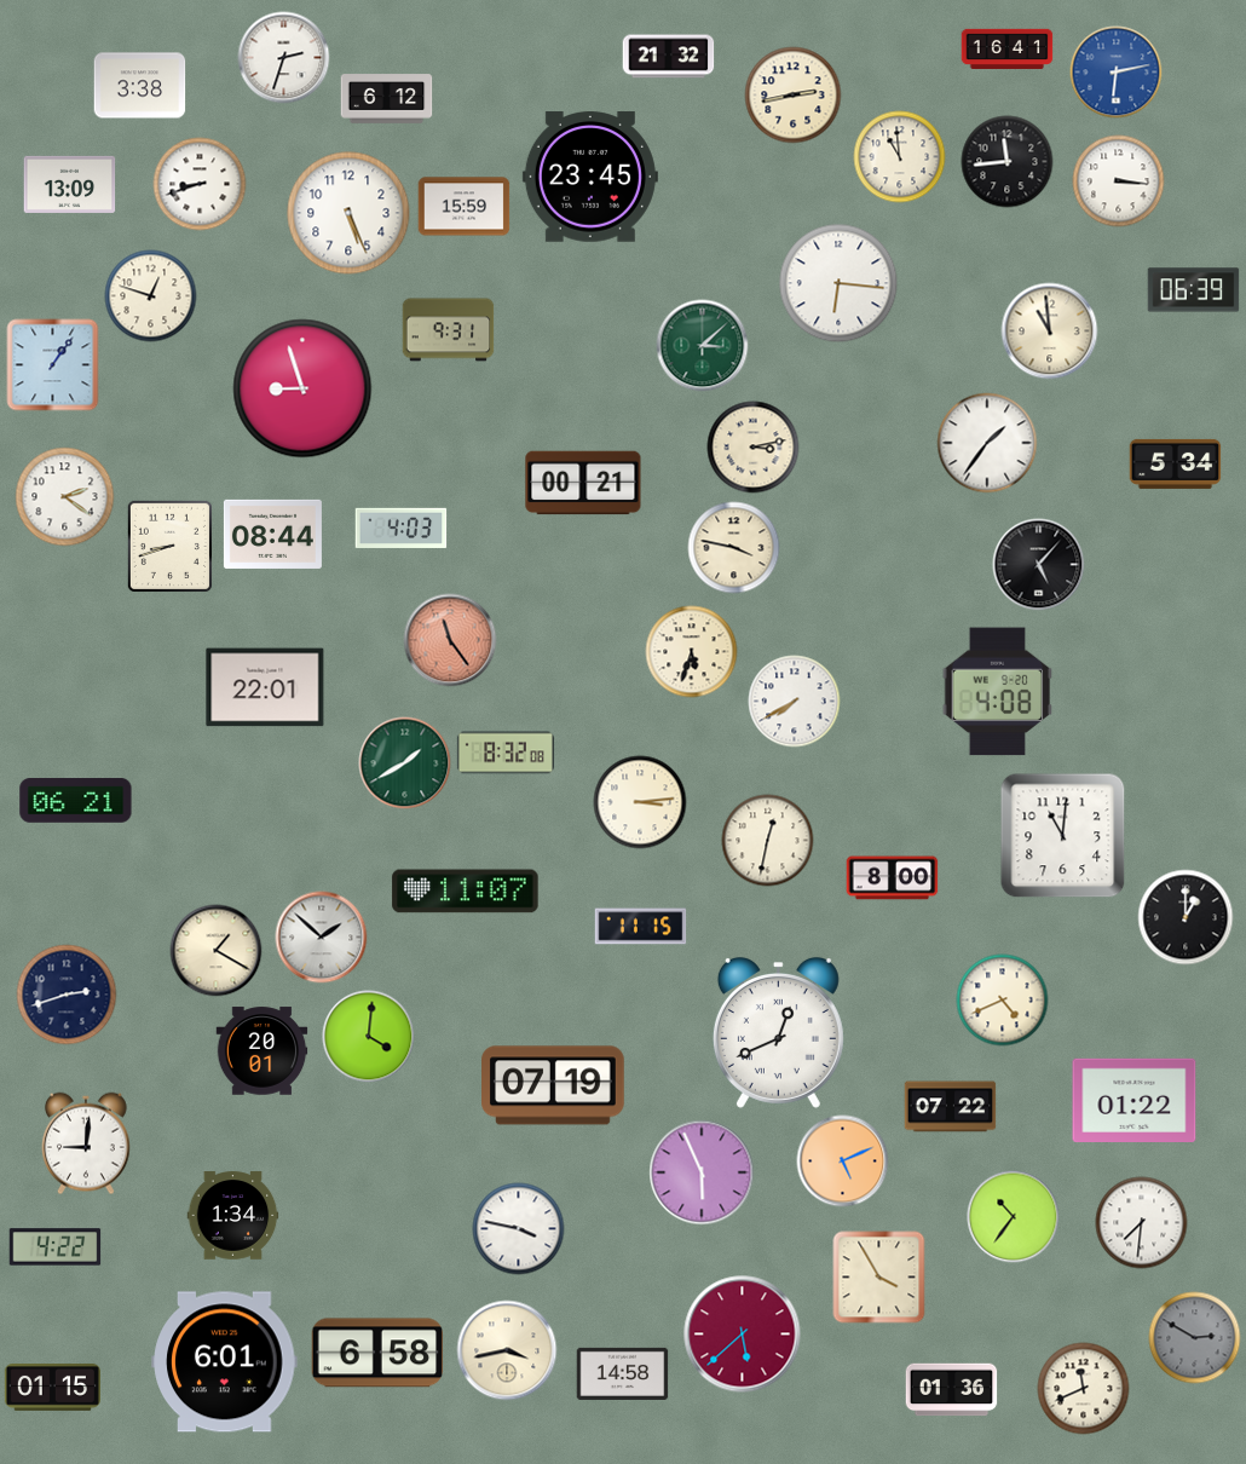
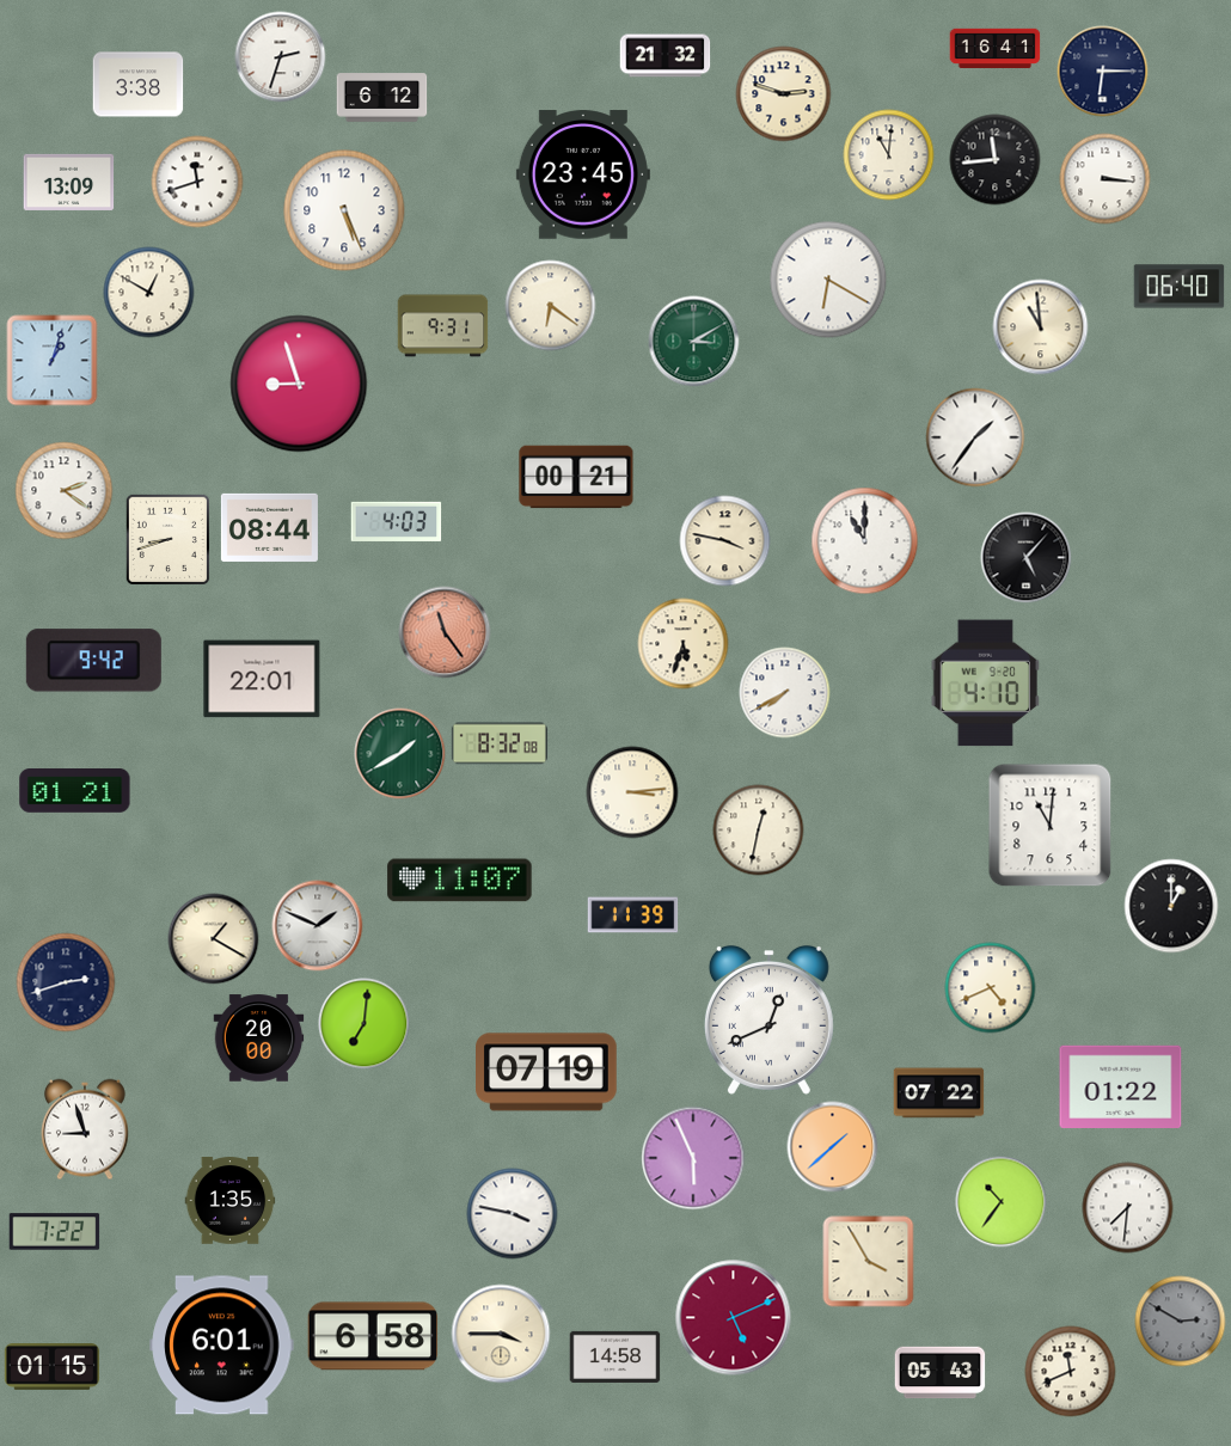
clock at (669, 57) position: (669, 57) -> (666, 56)
clock at (1117, 73): 6:13 -> 6:15
clock at (1117, 73) dial: blue -> navy
clock at (794, 96): 2:43 -> 2:48
clock at (900, 157): 10:59 -> 11:01
clock at (200, 184): 8:42 -> 11:42
clock at (465, 207): 15:59 -> none
clock at (838, 283): 6:16 -> 6:20
clock at (1194, 290): 06:39 -> 06:40
clock at (151, 296): 12:48 -> 12:50
clock at (551, 306): none -> 6:21
clock at (1050, 332) position: (1050, 332) -> (1041, 327)
clock at (703, 346): 3:08 -> 3:10
clock at (53, 365): 1:06 -> 1:03
clock at (754, 448): 3:13 -> none
clock at (1176, 463): 5:34 -> none
clock at (865, 541): none -> 11:00
clock at (93, 661): none -> 9:42
clock at (998, 692): 4:08 -> 4:10
clock at (76, 801): 06:21 -> 01:21
clock at (893, 878): 8:00 -> none
clock at (641, 927): 11:15 -> 11:39
clock at (322, 938): 1:52 -> 1:49
clock at (369, 1037): 4:01 -> 7:01
clock at (263, 1051): 20:01 -> 20:00
clock at (86, 1143): 9:01 -> 8:57
clock at (843, 1162): 5:11 -> 1:38
clock at (233, 1216): 1:34 -> 1:35
clock at (56, 1247): 4:22 -> 7:22
clock at (743, 1335): 5:38 -> 5:11
clock at (507, 1350): 3:43 -> 3:45
clock at (52, 1388) position: (52, 1388) -> (51, 1367)
clock at (952, 1390): 01:36 -> 05:43
